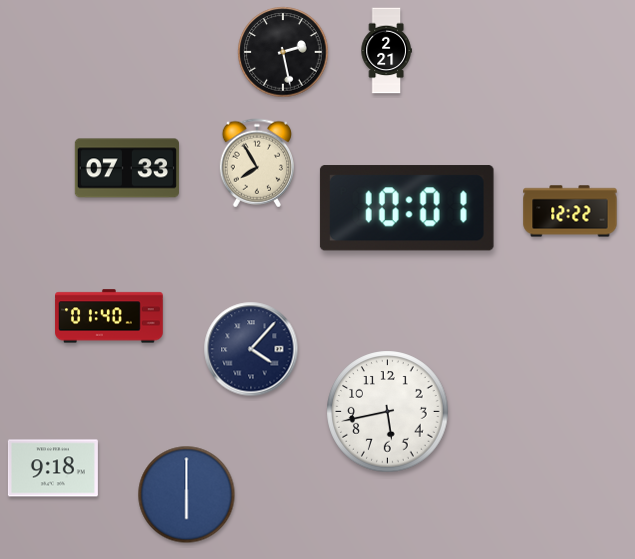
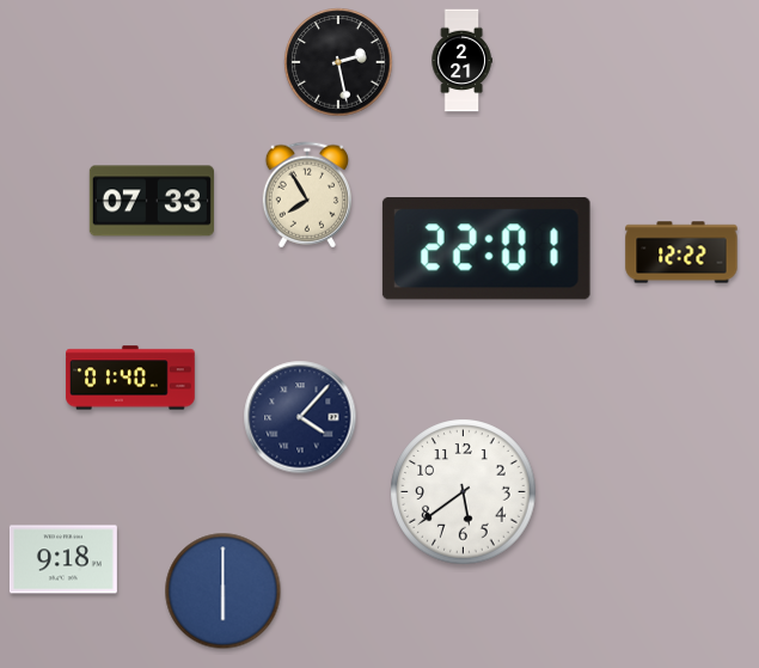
clock at (407, 208): 10:01 -> 22:01
clock at (388, 412): 5:43 -> 5:39
